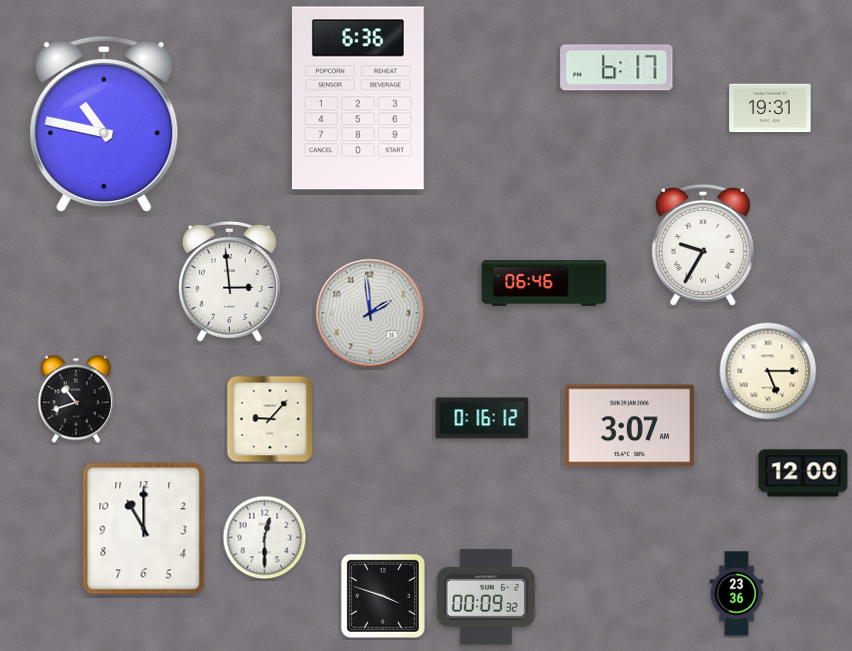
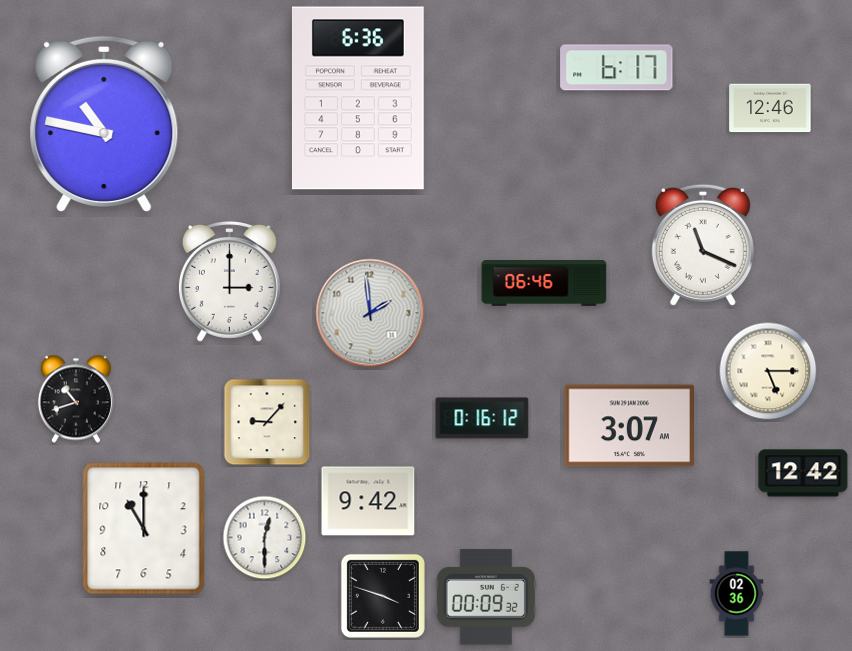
clock at (770, 108): 19:31 -> 12:46
clock at (703, 245): 9:35 -> 11:19
clock at (229, 281): 2:59 -> 3:00
clock at (270, 419) position: (270, 419) -> (267, 422)
clock at (803, 473): 12:00 -> 12:42
clock at (368, 501): none -> 9:42
clock at (737, 594): 23:36 -> 02:36
